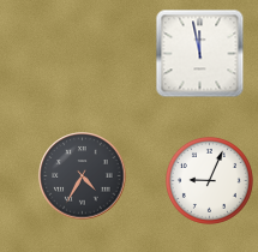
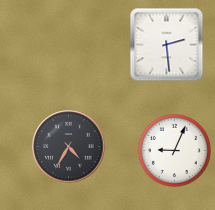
clock at (200, 54): 11:58 -> 2:29
